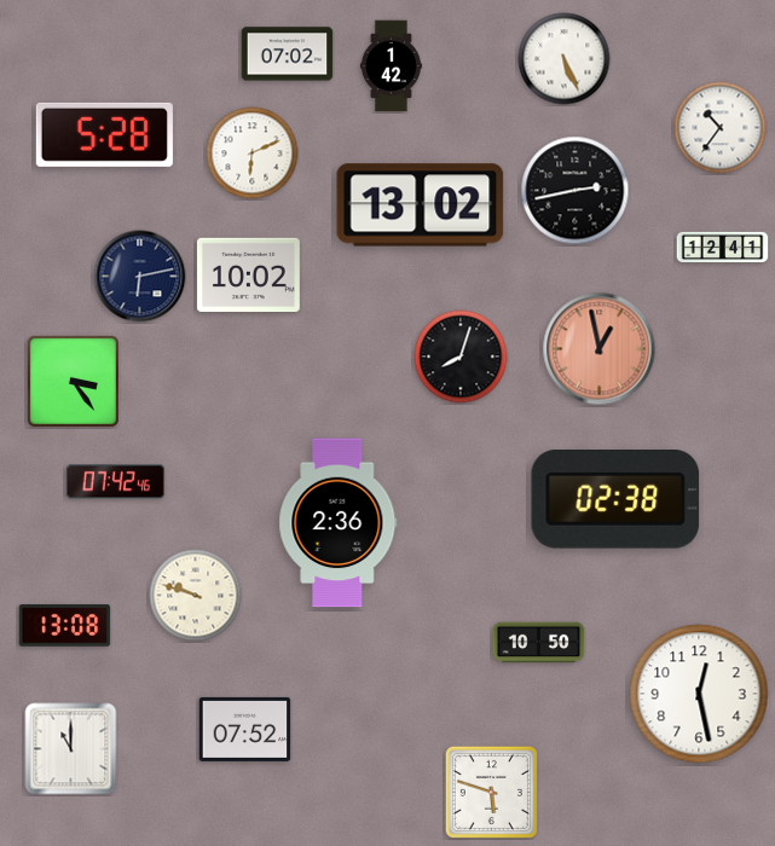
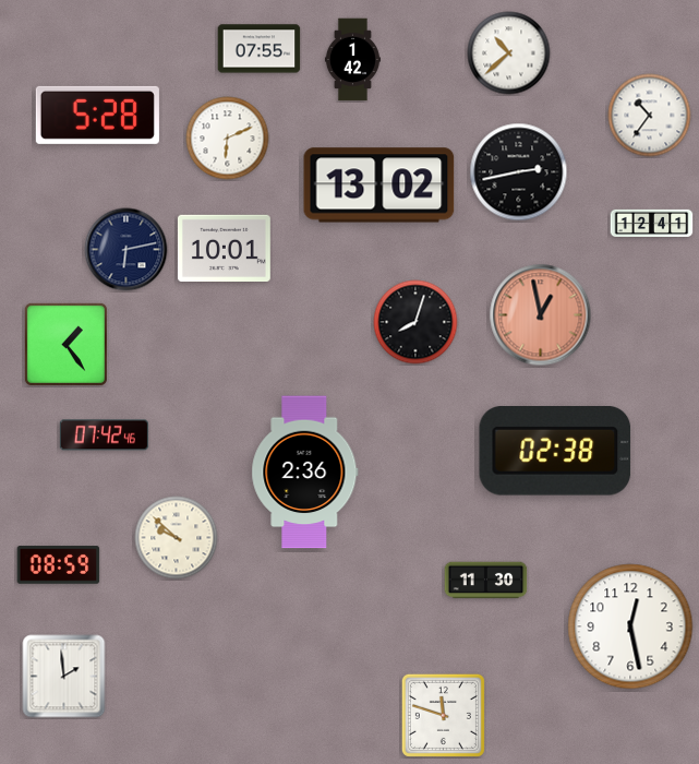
clock at (288, 54): 07:02 -> 07:55
clock at (565, 59): 5:26 -> 10:38
clock at (104, 134) position: (104, 134) -> (97, 115)
clock at (248, 274): 10:02 -> 10:01
clock at (73, 381): 3:24 -> 1:24
clock at (196, 596): 9:48 -> 9:52
clock at (65, 626): 13:08 -> 08:59
clock at (539, 643): 10:50 -> 11:30
clock at (245, 729): 07:52 -> none
clock at (71, 749): 11:00 -> 1:59
clock at (491, 792): 5:48 -> 11:48
